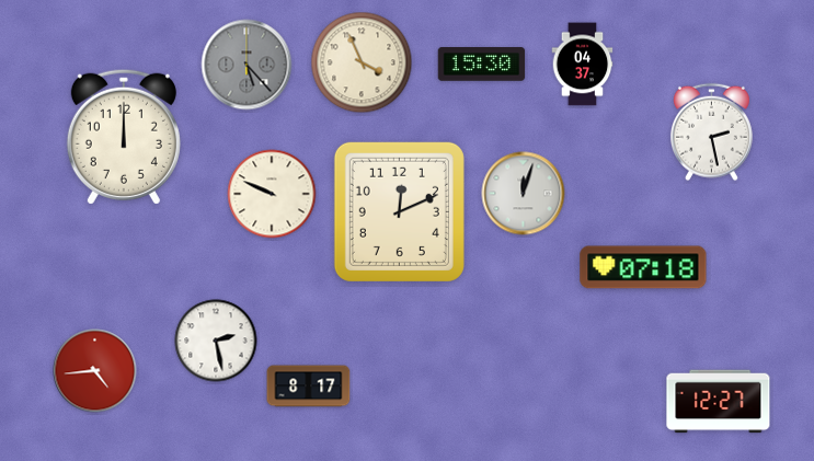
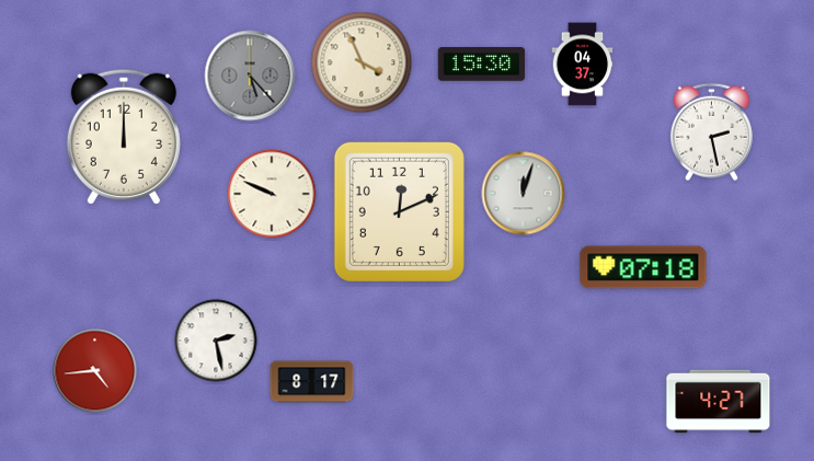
clock at (247, 65) position: (247, 65) -> (250, 76)
clock at (309, 387) position: (309, 387) -> (312, 382)
clock at (719, 402): 12:27 -> 4:27
